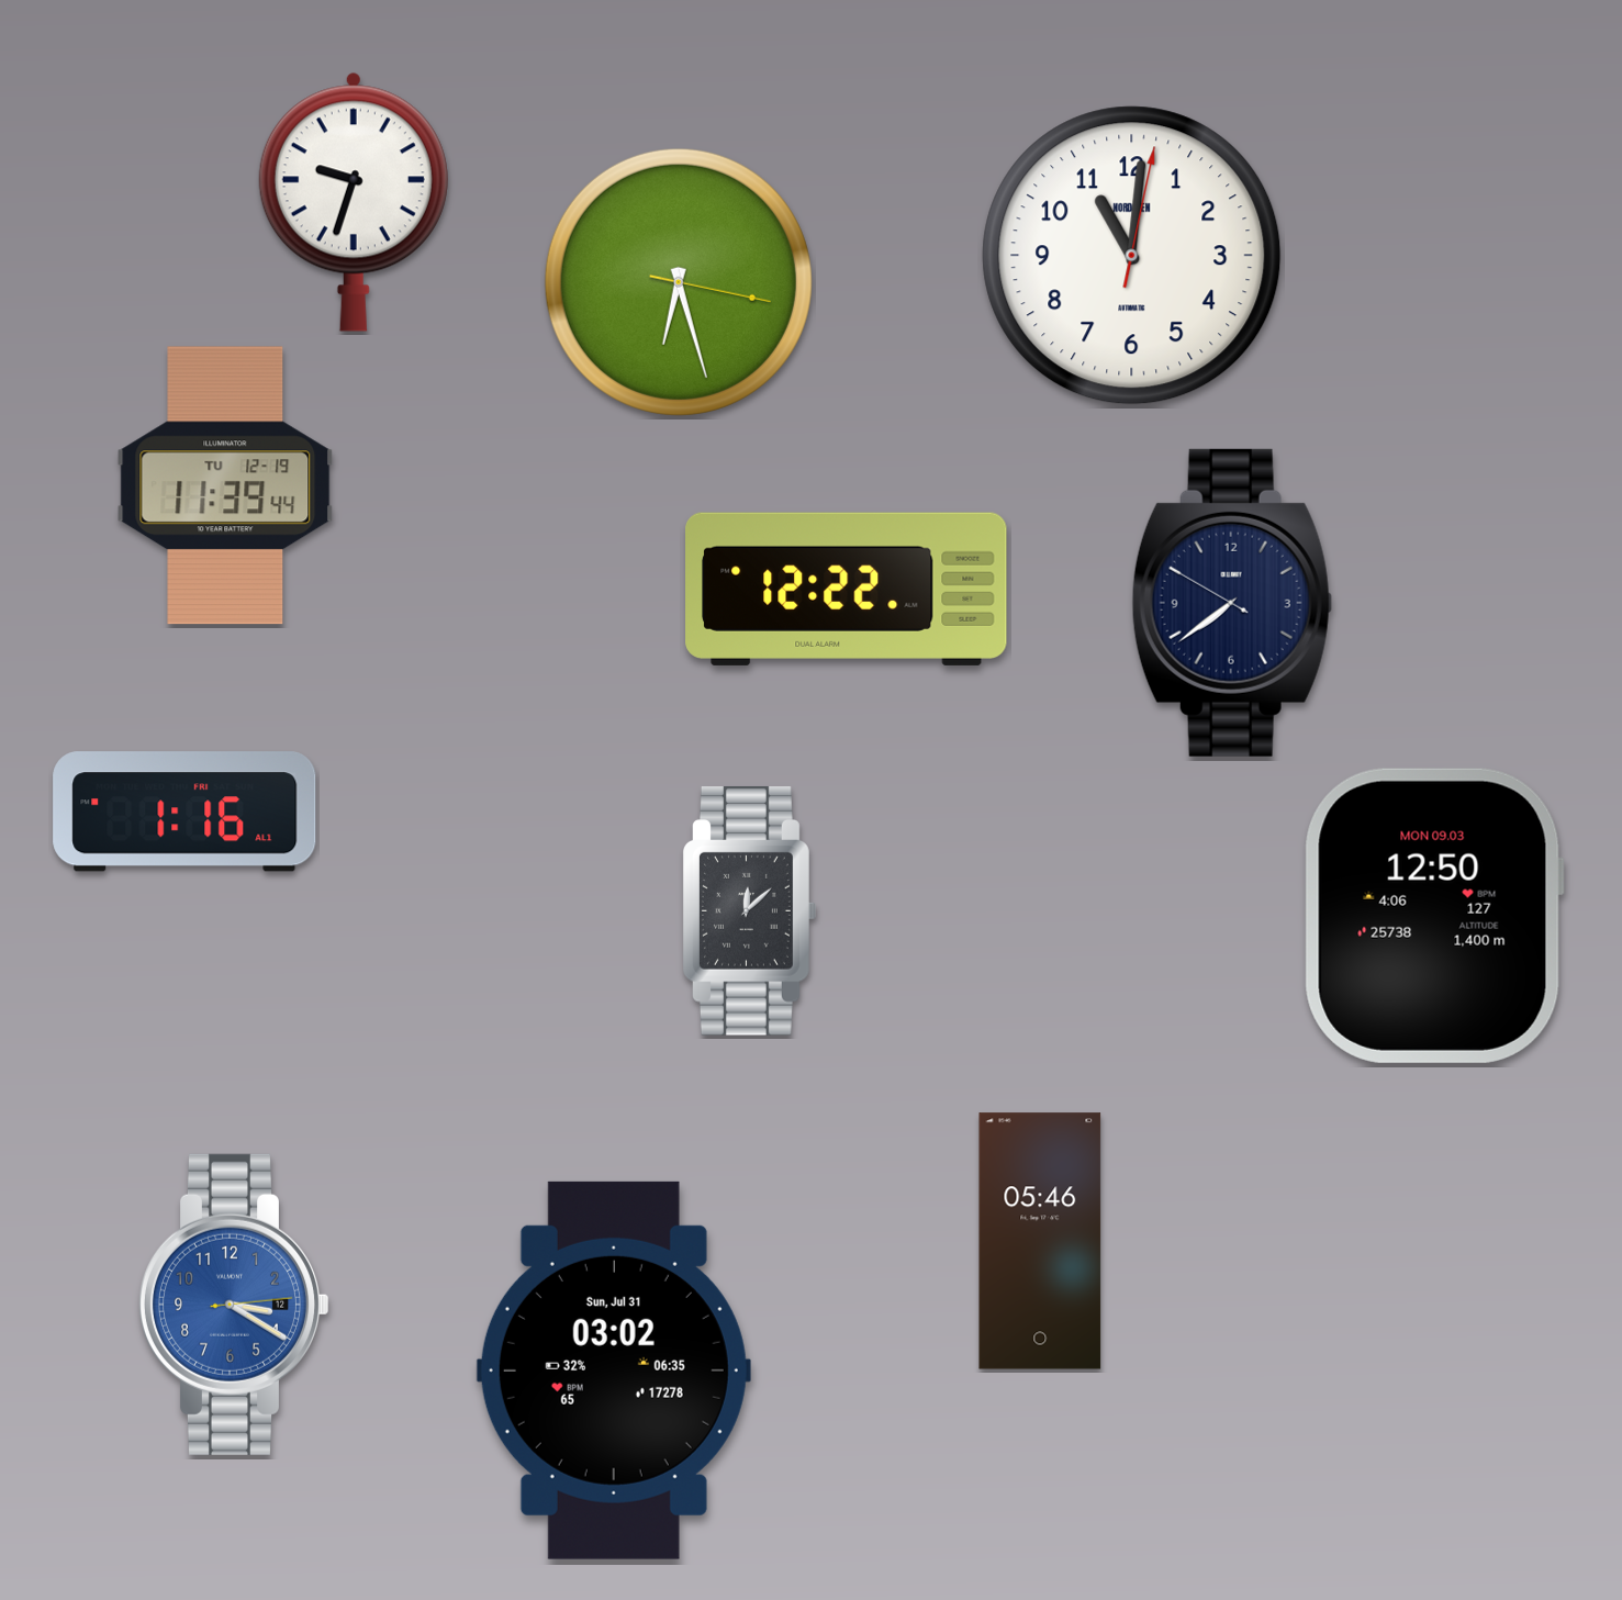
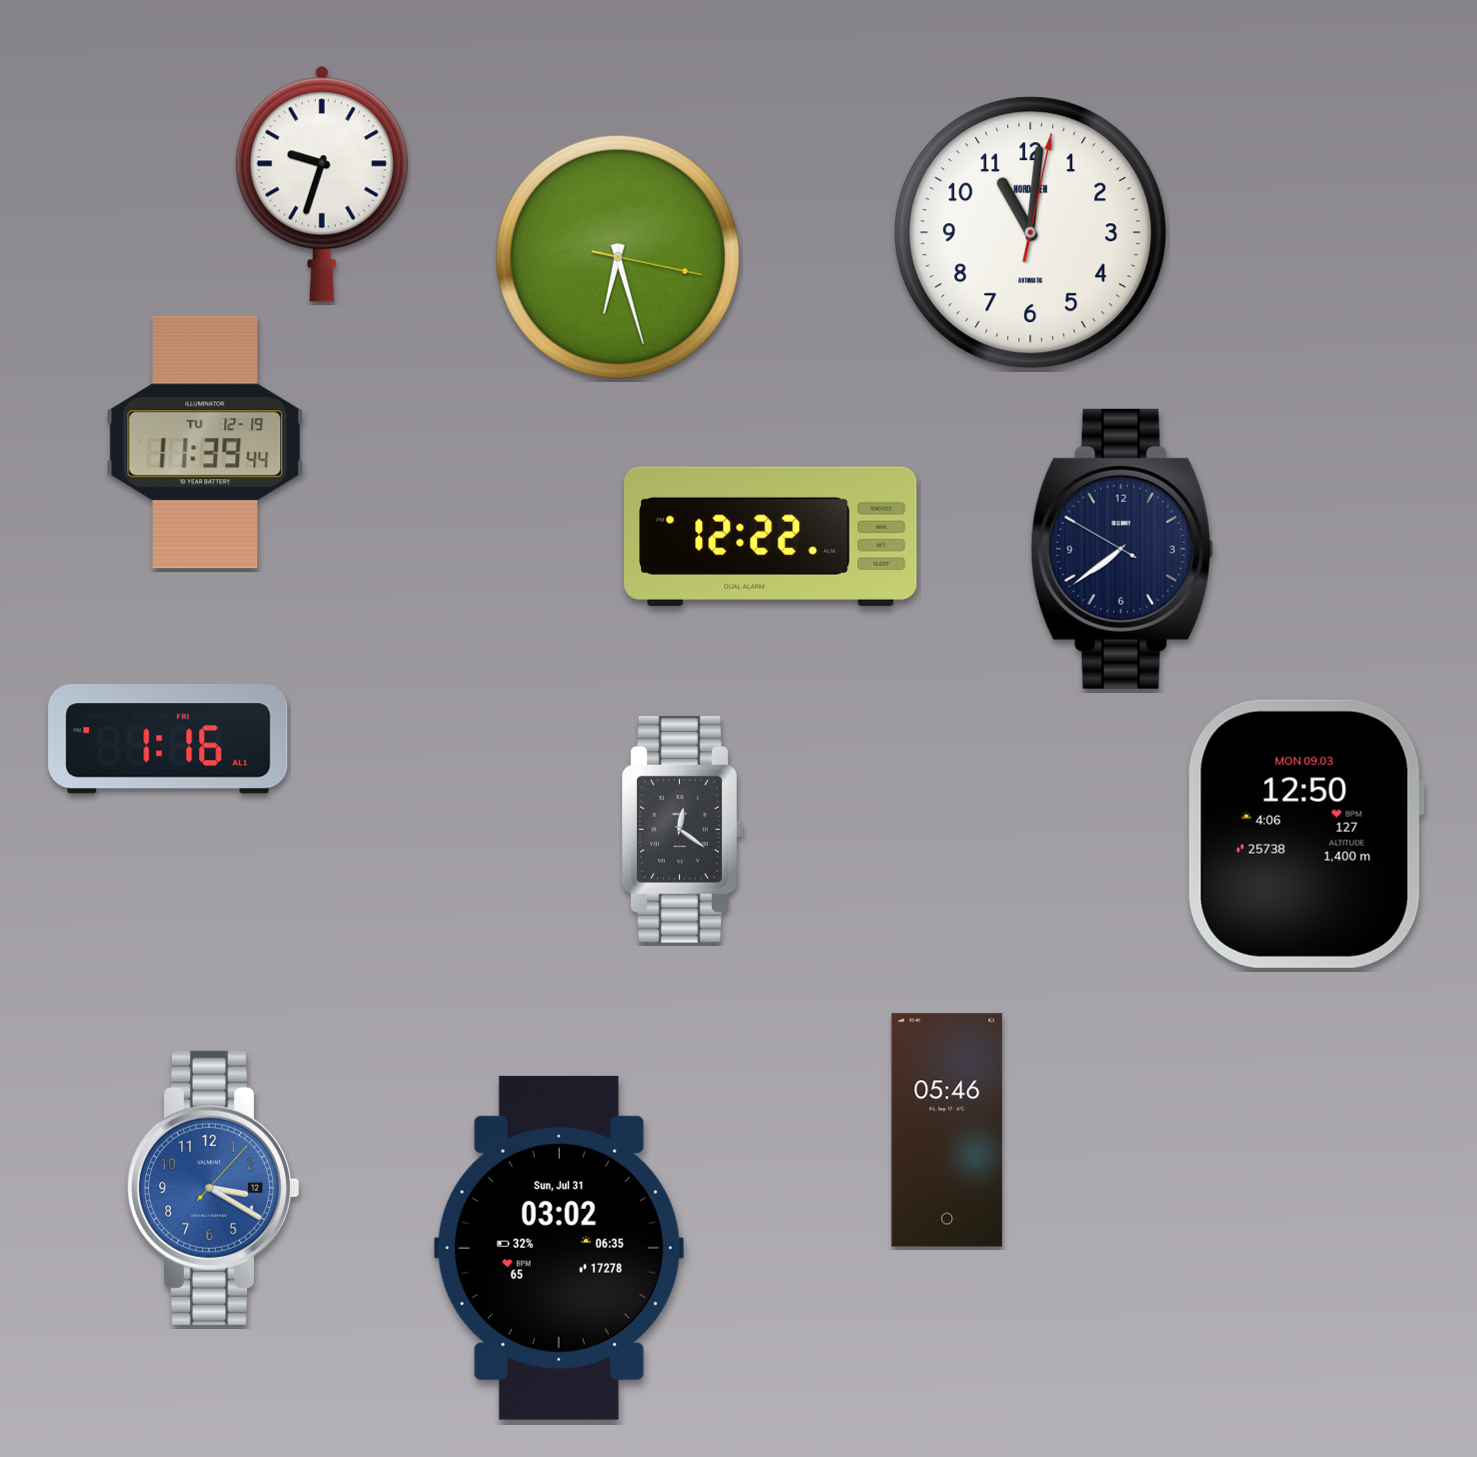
clock at (750, 910): 12:08 -> 12:21
clock at (233, 1305): 3:20:14 -> 3:20:07
